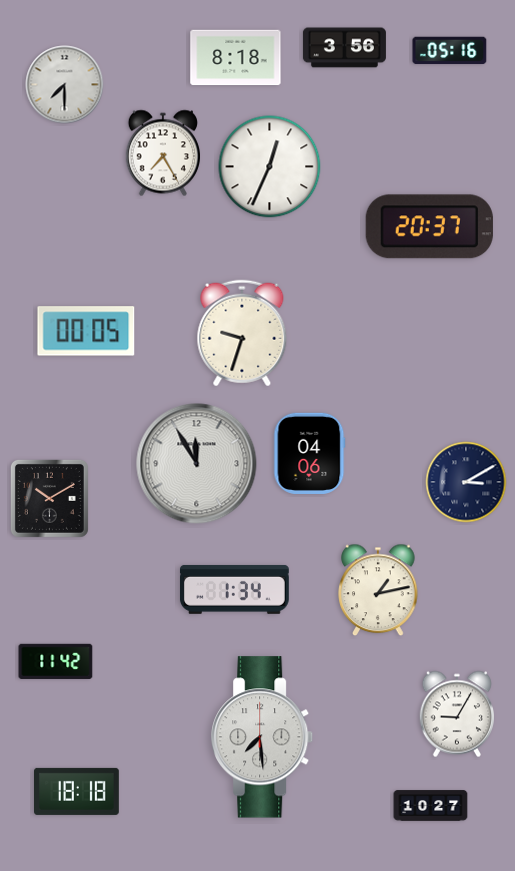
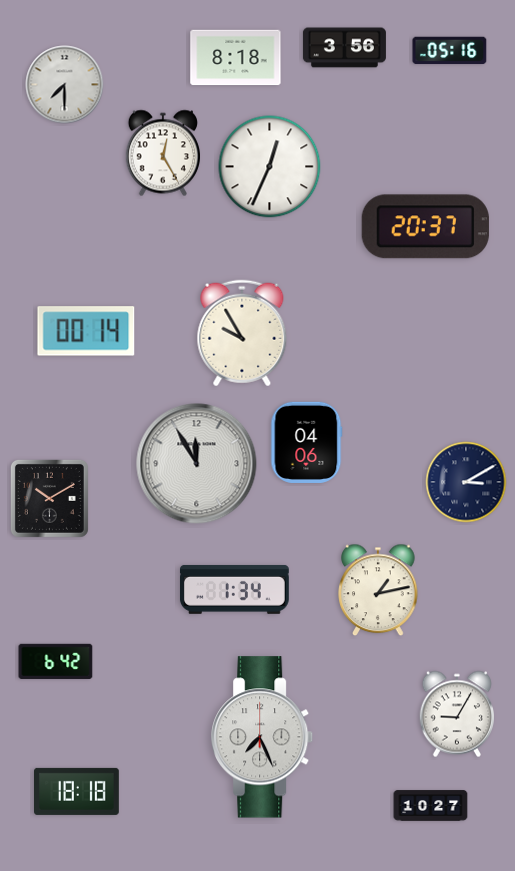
clock at (162, 153): 7:25 -> 12:25
clock at (429, 227) position: (429, 227) -> (425, 227)
clock at (86, 331): 00:05 -> 00:14
clock at (242, 333): 9:33 -> 9:55
clock at (310, 453) position: (310, 453) -> (307, 442)
clock at (56, 661): 11:42 -> 6:42
clock at (263, 737): 7:29 -> 7:26
